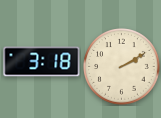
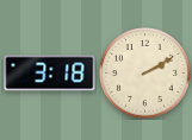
clock at (122, 67) position: (122, 67) -> (145, 74)
